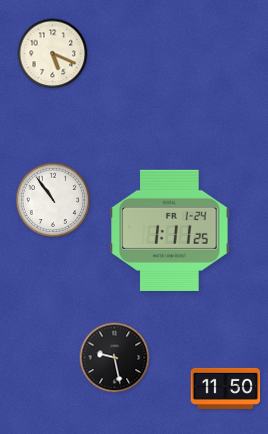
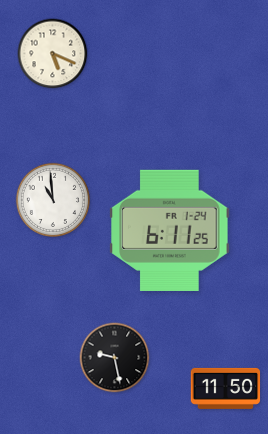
clock at (52, 199): 10:54 -> 10:59
clock at (170, 230): 1:11 -> 6:11
